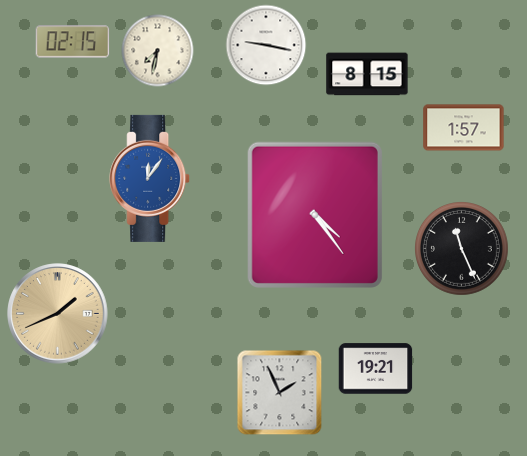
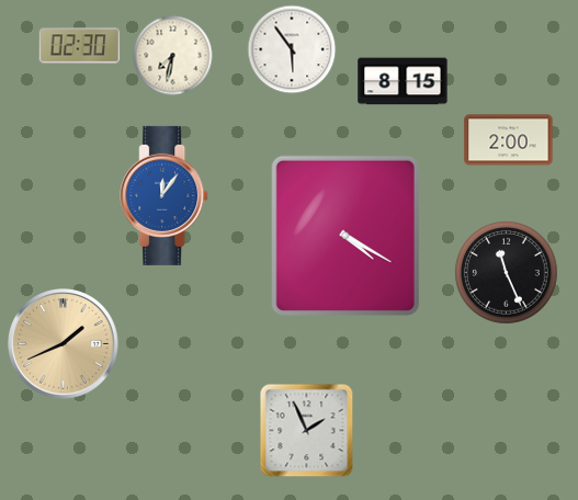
clock at (73, 42): 02:15 -> 02:30
clock at (266, 45): 9:17 -> 5:54
clock at (464, 128): 1:57 -> 2:00
clock at (315, 215): 4:24 -> 4:20
clock at (376, 369): 19:21 -> none
